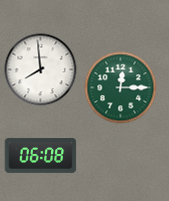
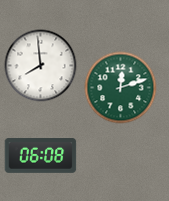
clock at (41, 70) position: (41, 70) -> (41, 66)
clock at (121, 88): 12:15 -> 12:12
